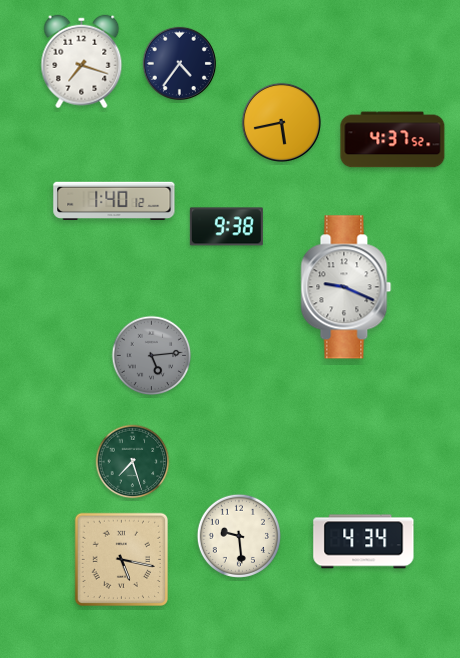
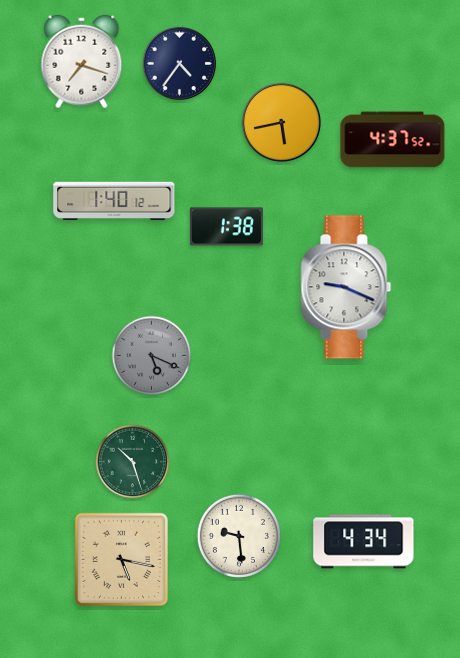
clock at (226, 227): 9:38 -> 1:38
clock at (152, 356): 5:14 -> 5:19
clock at (133, 462): 7:27 -> 10:27
